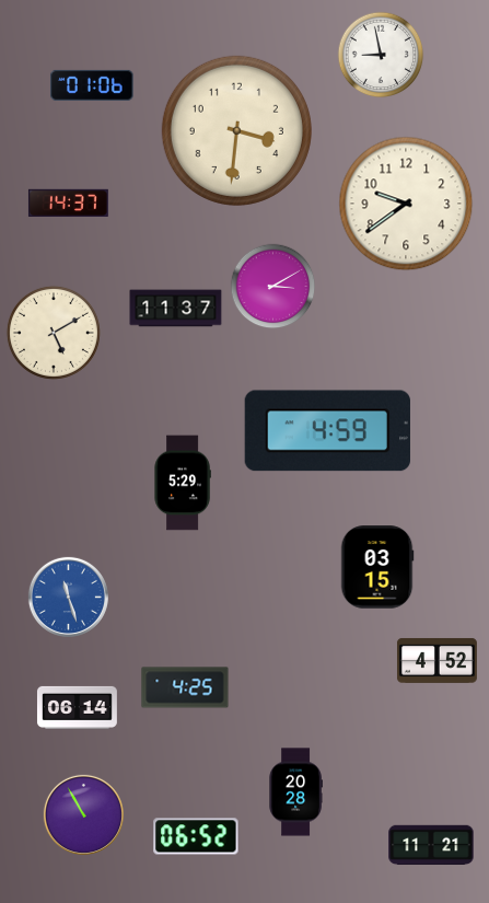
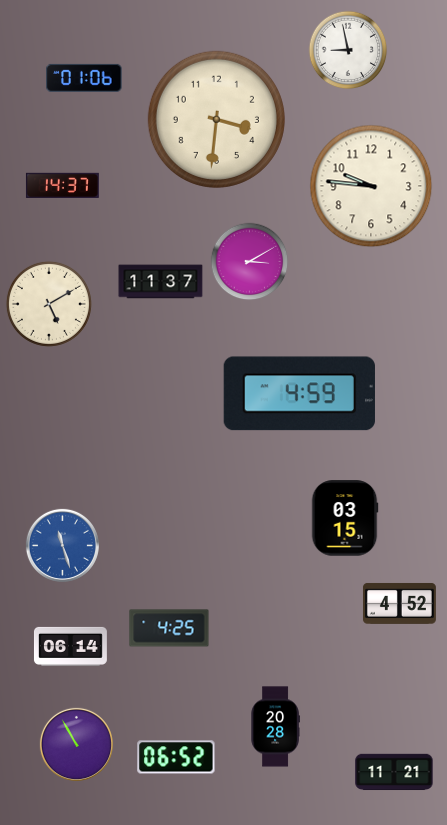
clock at (406, 204): 9:39 -> 9:46
clock at (183, 483): 5:29 -> none
clock at (295, 792) position: (295, 792) -> (275, 727)
clock at (196, 836) position: (196, 836) -> (176, 757)
